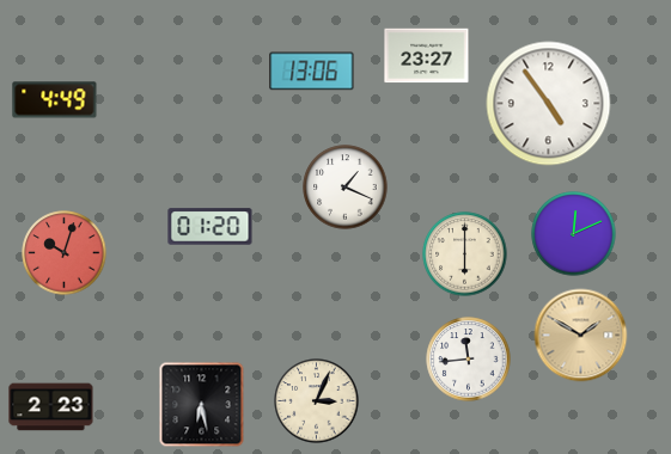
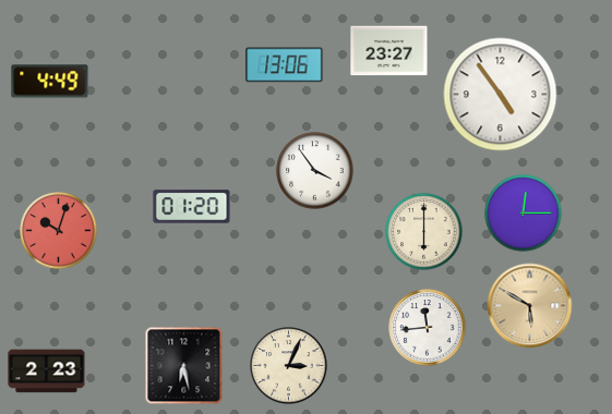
clock at (55, 100) position: (55, 100) -> (50, 82)
clock at (346, 188): 1:19 -> 3:54
clock at (574, 234): 12:11 -> 12:15
clock at (581, 336): 1:50 -> 5:50
clock at (202, 405) position: (202, 405) -> (184, 366)
